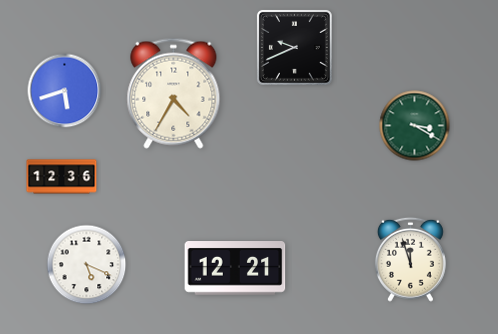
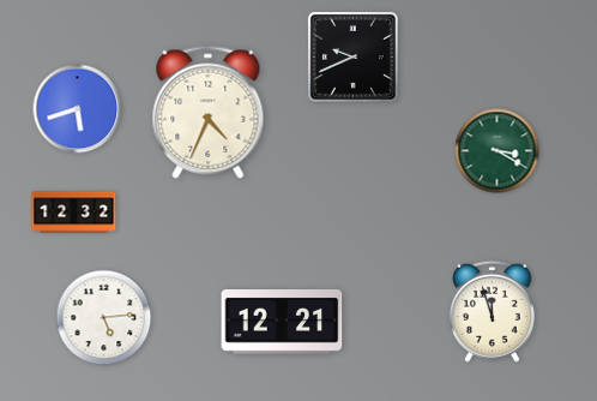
clock at (174, 93): 4:35 -> 4:34
clock at (62, 177): 12:36 -> 12:32
clock at (87, 265): 5:19 -> 5:14
